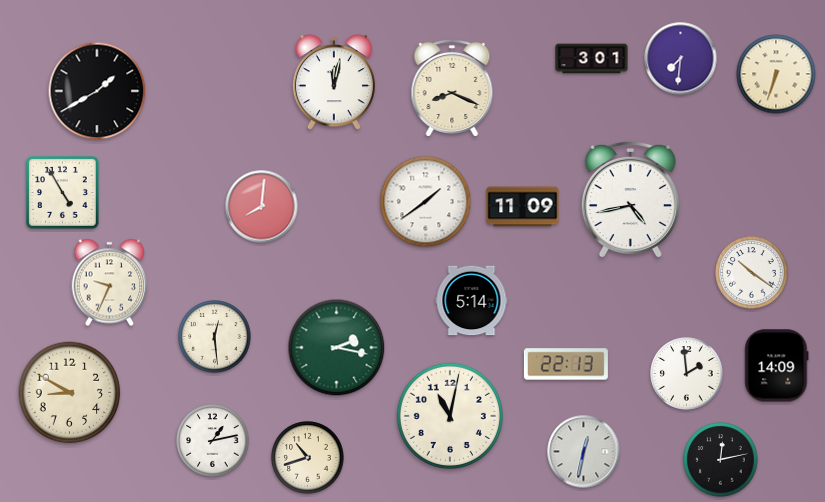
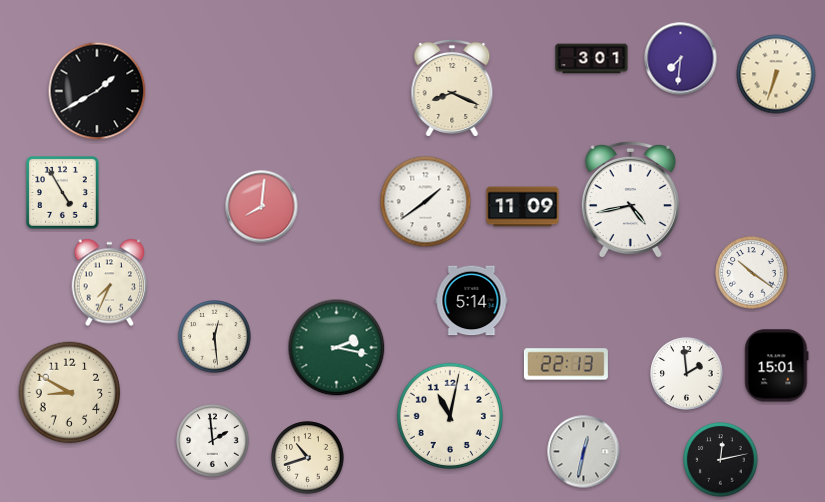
clock at (334, 83): 12:02 -> none
clock at (110, 283): 9:34 -> 7:34
clock at (777, 366): 14:09 -> 15:01
clock at (213, 441): 1:13 -> 1:59
